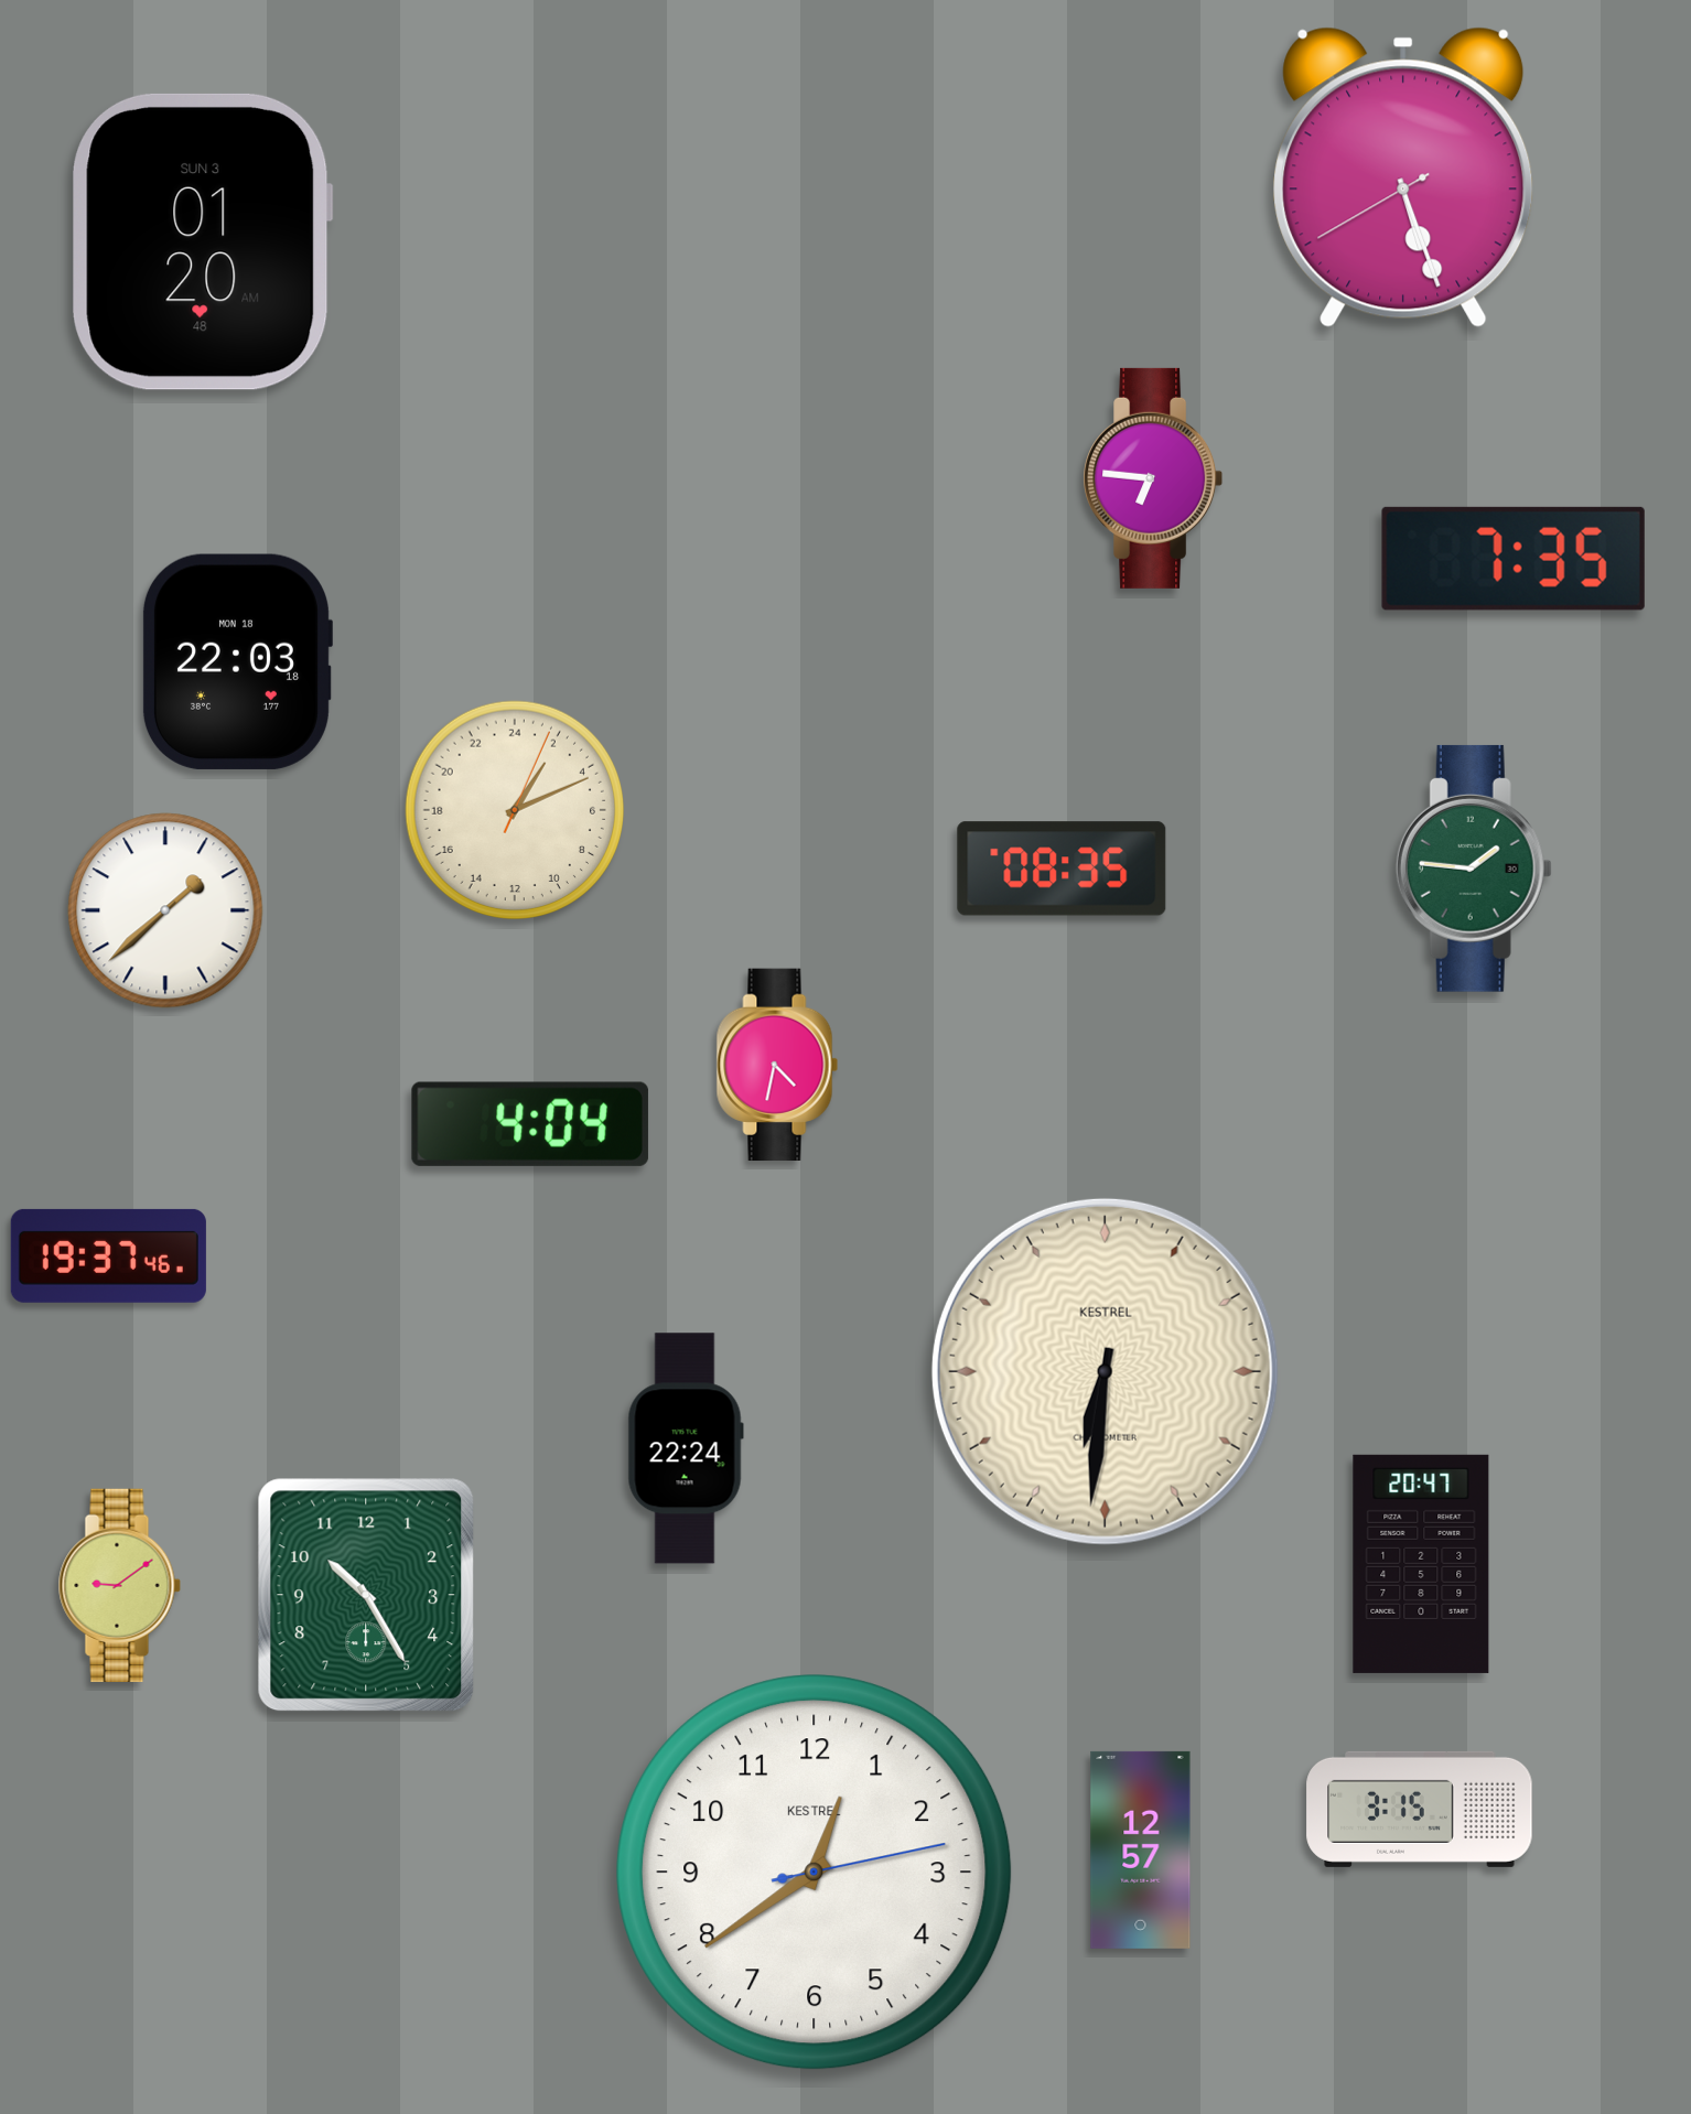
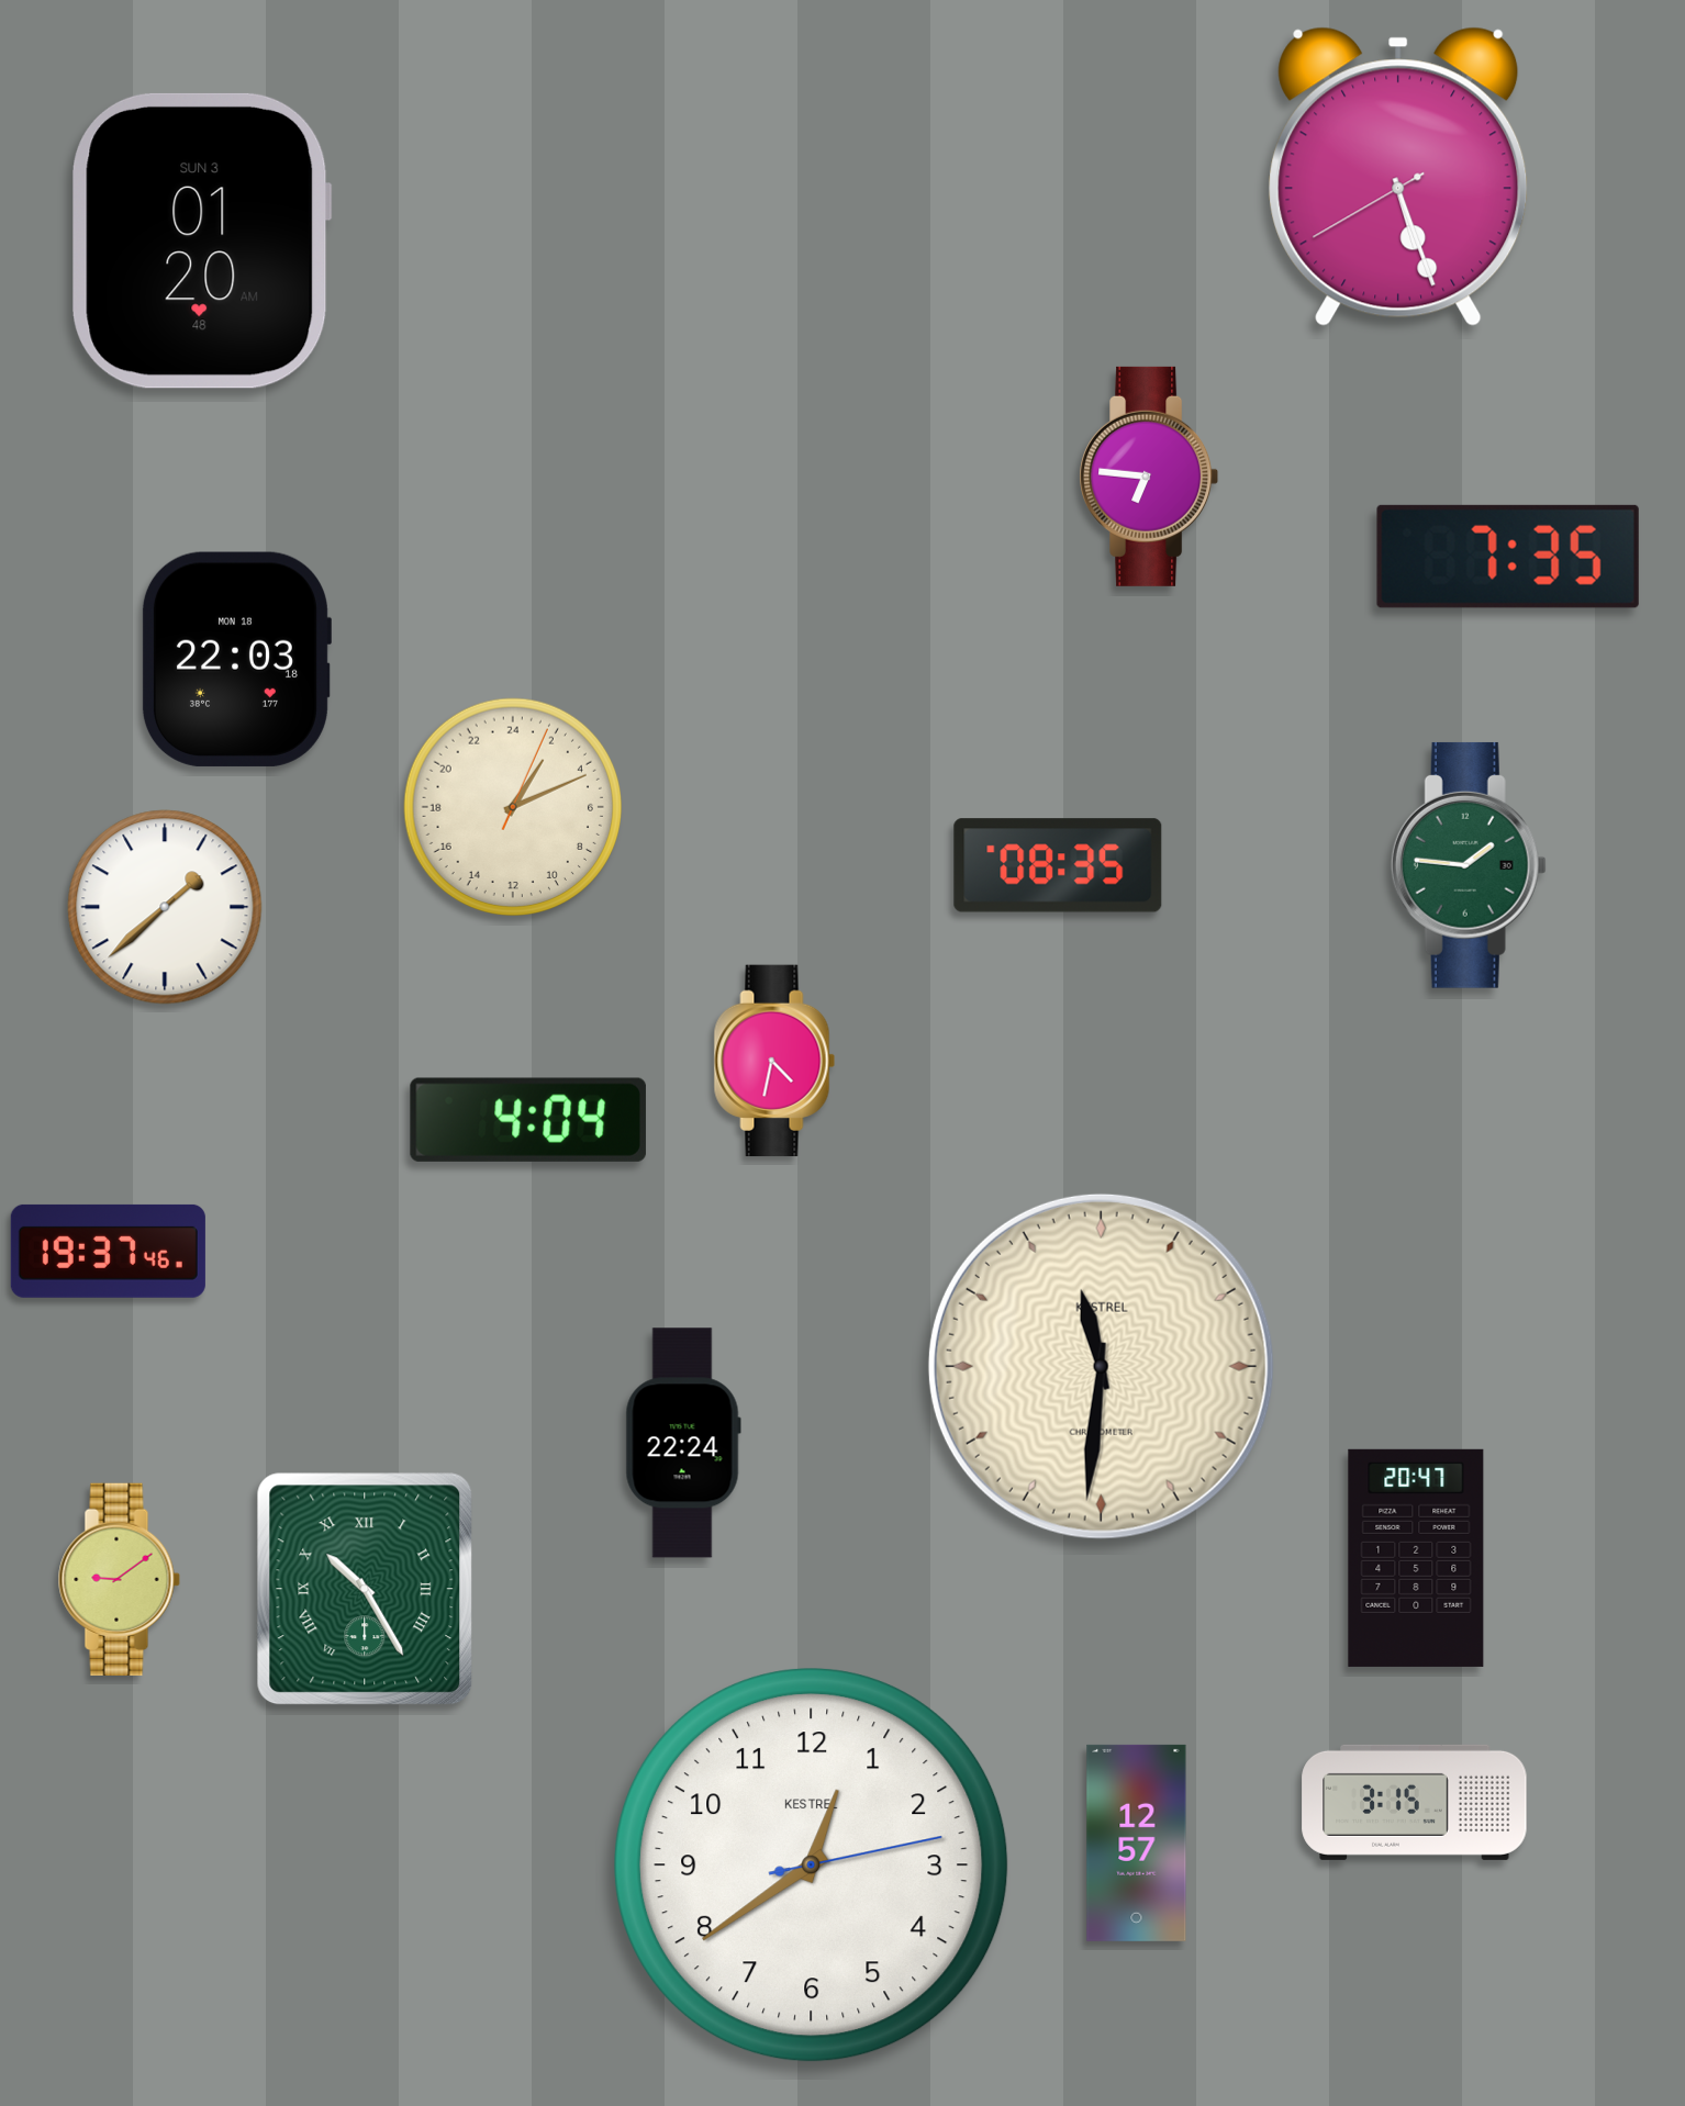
clock at (1105, 1371): 6:31 -> 11:31
clock at (366, 1595) numerals: Arabic -> Roman
